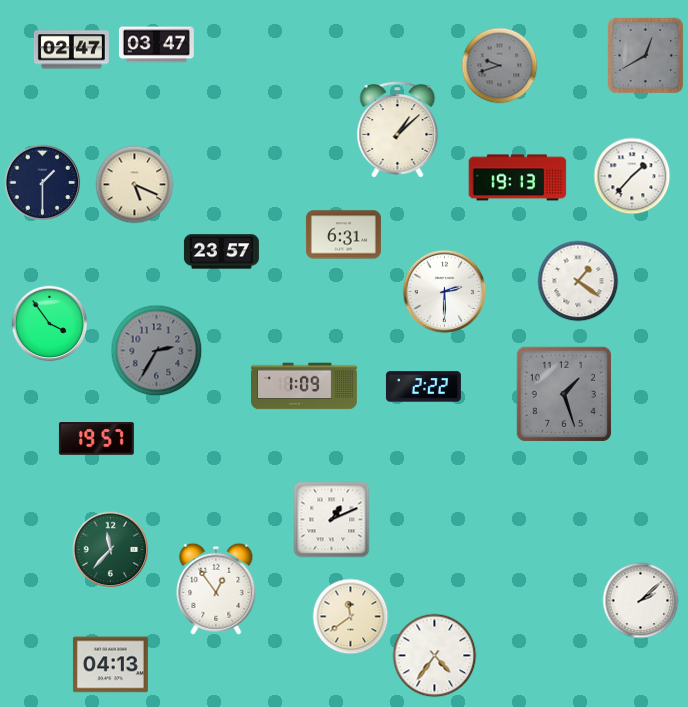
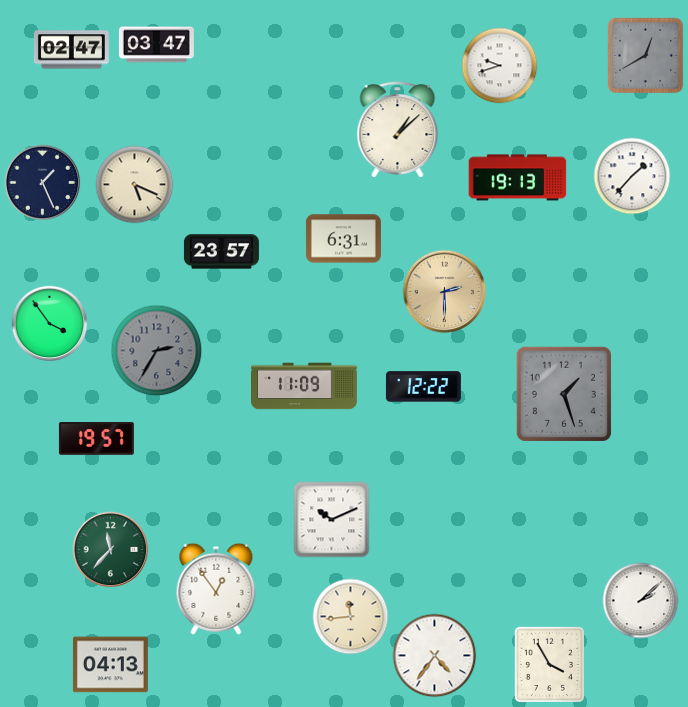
clock at (500, 66) dial: grey -> white
clock at (43, 183): 1:30 -> 1:26
clock at (343, 235) position: (343, 235) -> (343, 239)
clock at (578, 281): 1:21 -> none
clock at (445, 292) dial: white -> champagne
clock at (305, 386): 1:09 -> 11:09
clock at (423, 387): 2:22 -> 12:22
clock at (332, 520): 1:11 -> 10:11
clock at (351, 617): 11:39 -> 11:44
clock at (549, 664): none -> 3:55
